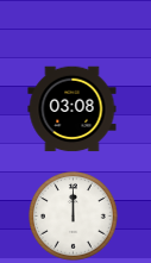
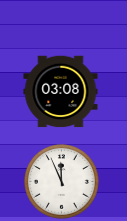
clock at (74, 217): 12:00 -> 11:56
